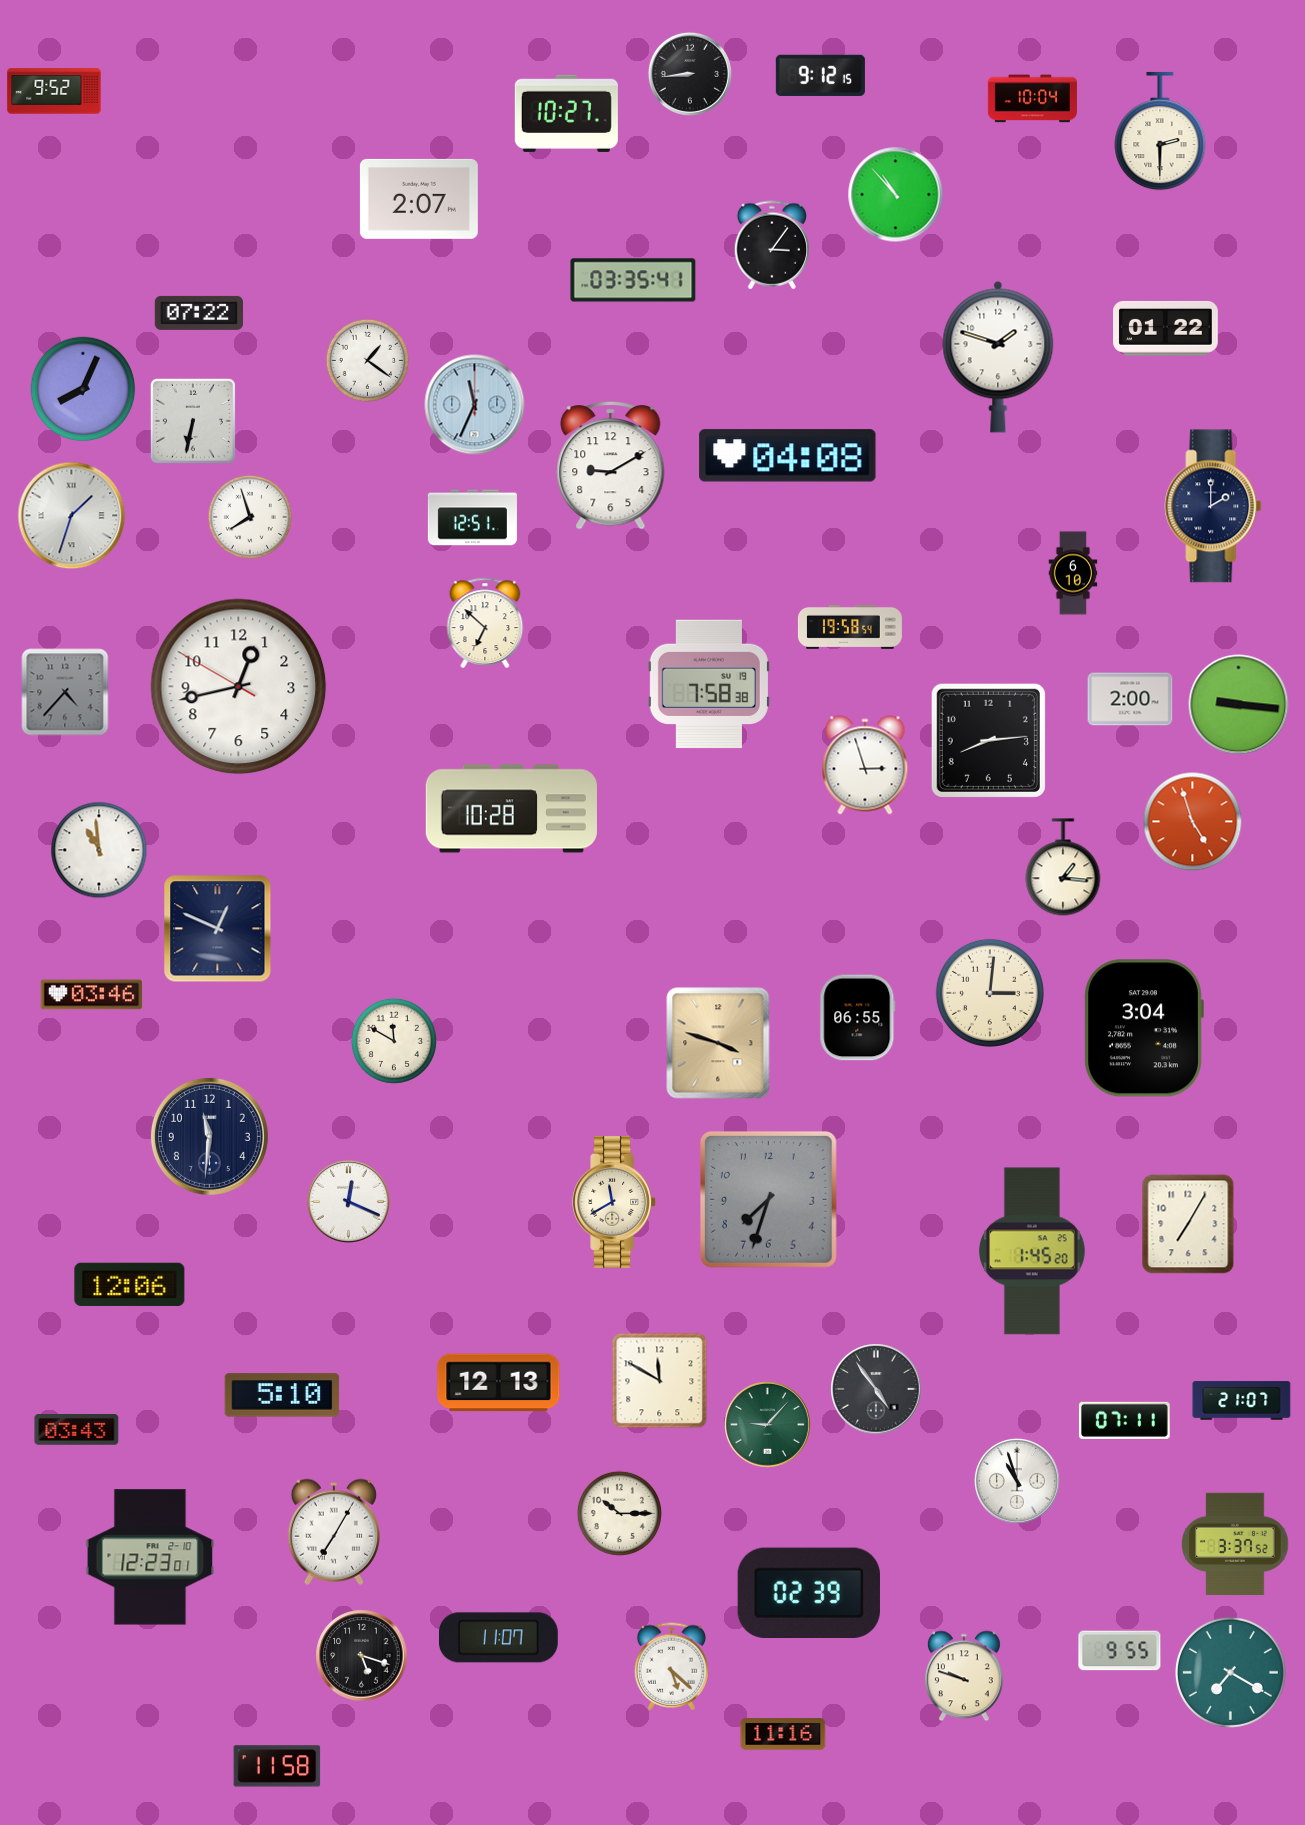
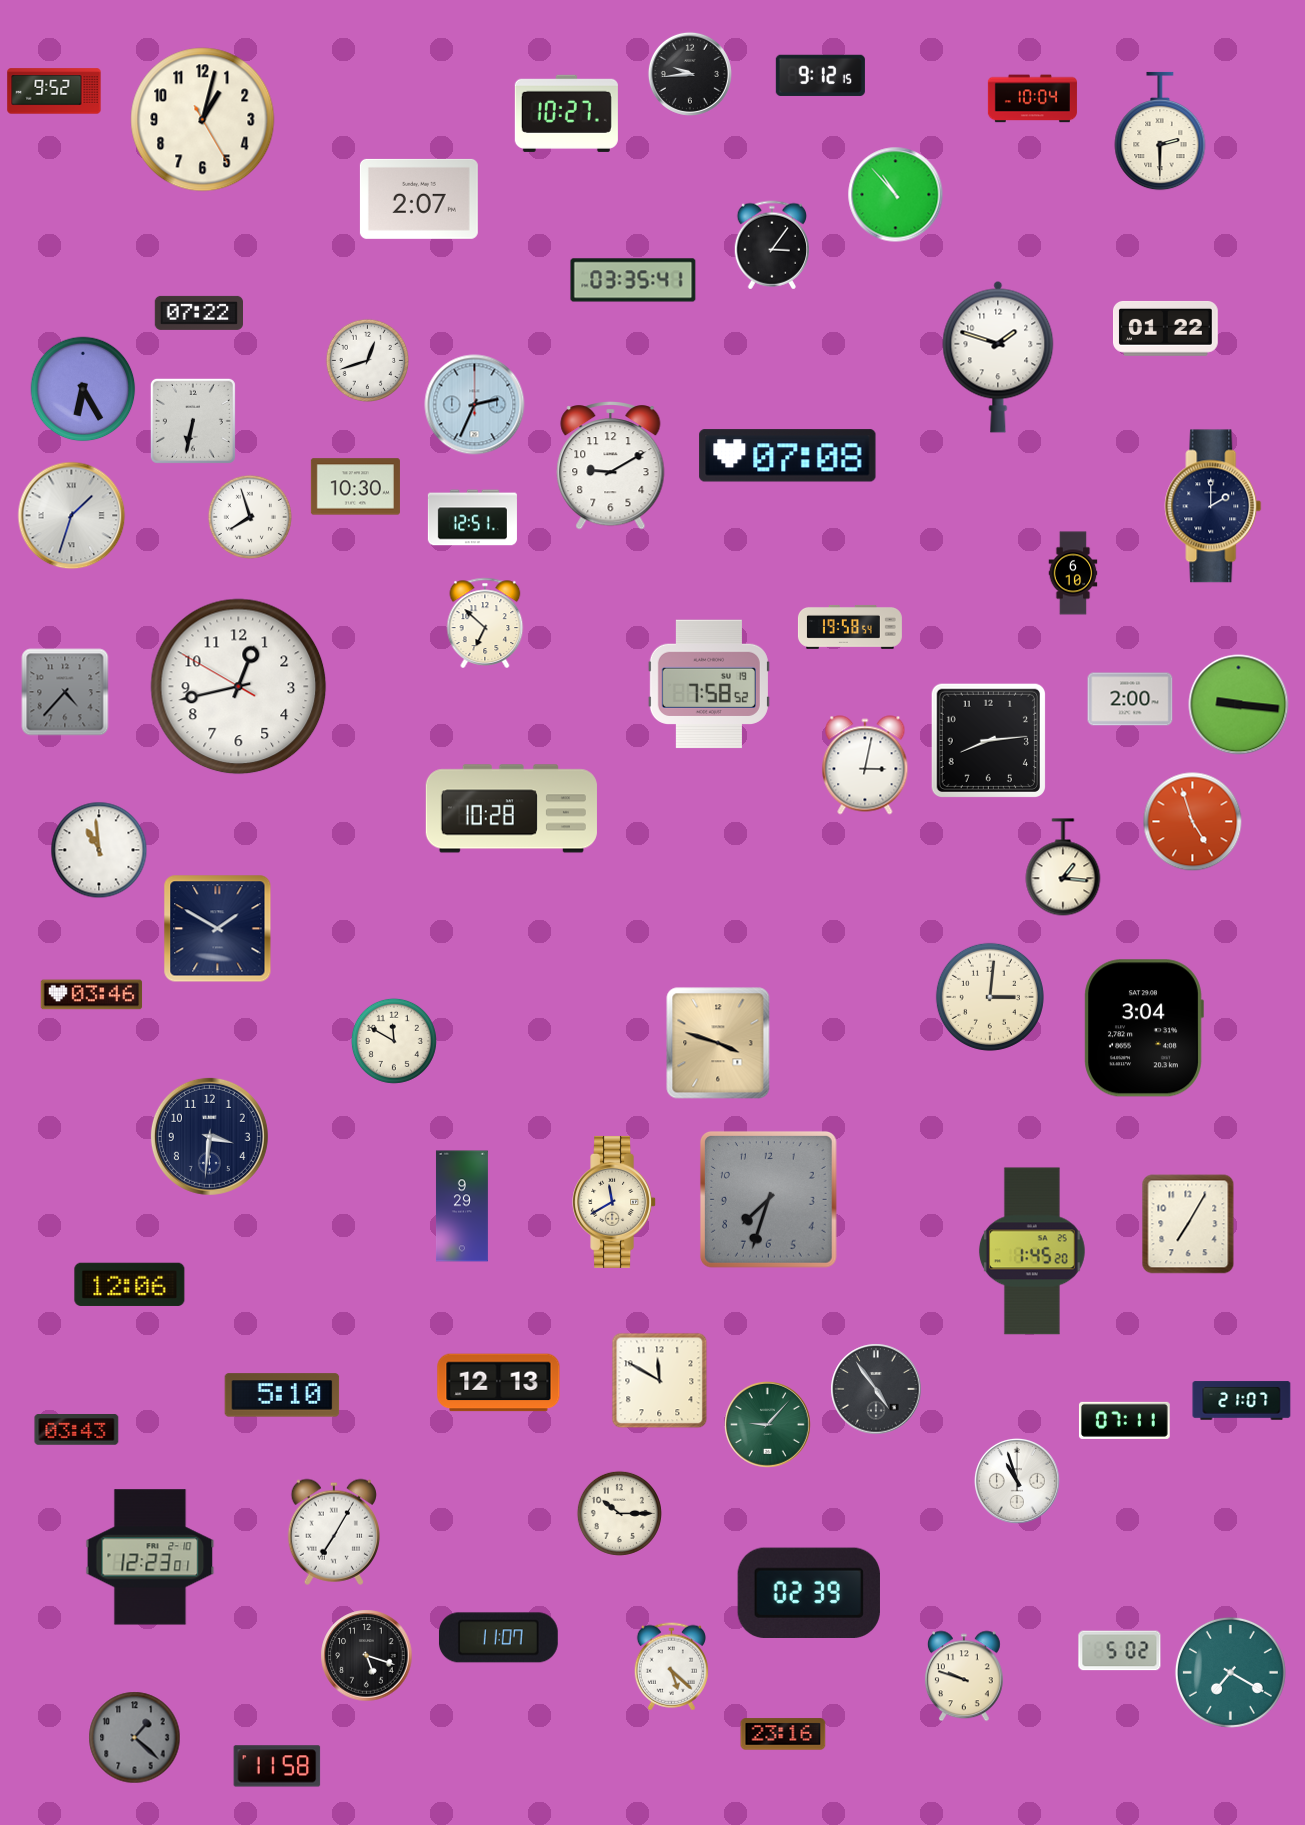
clock at (690, 74): 8:44 -> 9:44
clock at (203, 120): none -> 1:02
clock at (367, 360): 1:21 -> 12:42
clock at (83, 389): 8:04 -> 6:25
clock at (475, 405): 11:34 -> 2:34
clock at (788, 456): 04:08 -> 07:08
clock at (355, 487): none -> 10:30
clock at (709, 684): 7:58:38 -> 7:58:52
clock at (865, 765): 2:57 -> 3:02
clock at (218, 929): 12:49 -> 1:50
clock at (990, 993) position: (990, 993) -> (990, 997)
clock at (858, 1018): 06:55 -> none
clock at (209, 1136): 11:31 -> 3:31
clock at (348, 1201): 12:19 -> none
clock at (462, 1206): none -> 9:29
clock at (1235, 1544): 3:37 -> none
clock at (1120, 1651): 9:55 -> 5:02
clock at (362, 1656) position: (362, 1656) -> (367, 1656)
clock at (783, 1734): 11:16 -> 23:16
clock at (135, 1738): none -> 1:22
